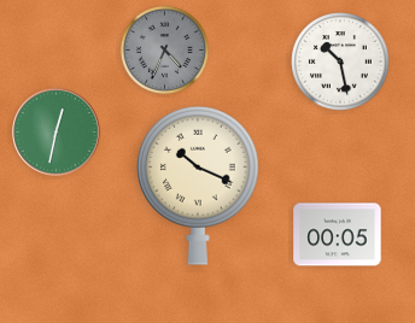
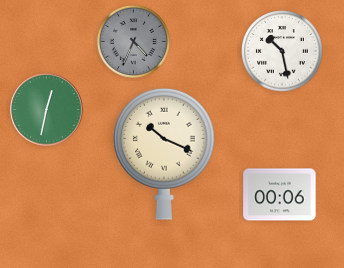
clock at (164, 49) position: (164, 49) -> (133, 41)
clock at (338, 235): 00:05 -> 00:06
